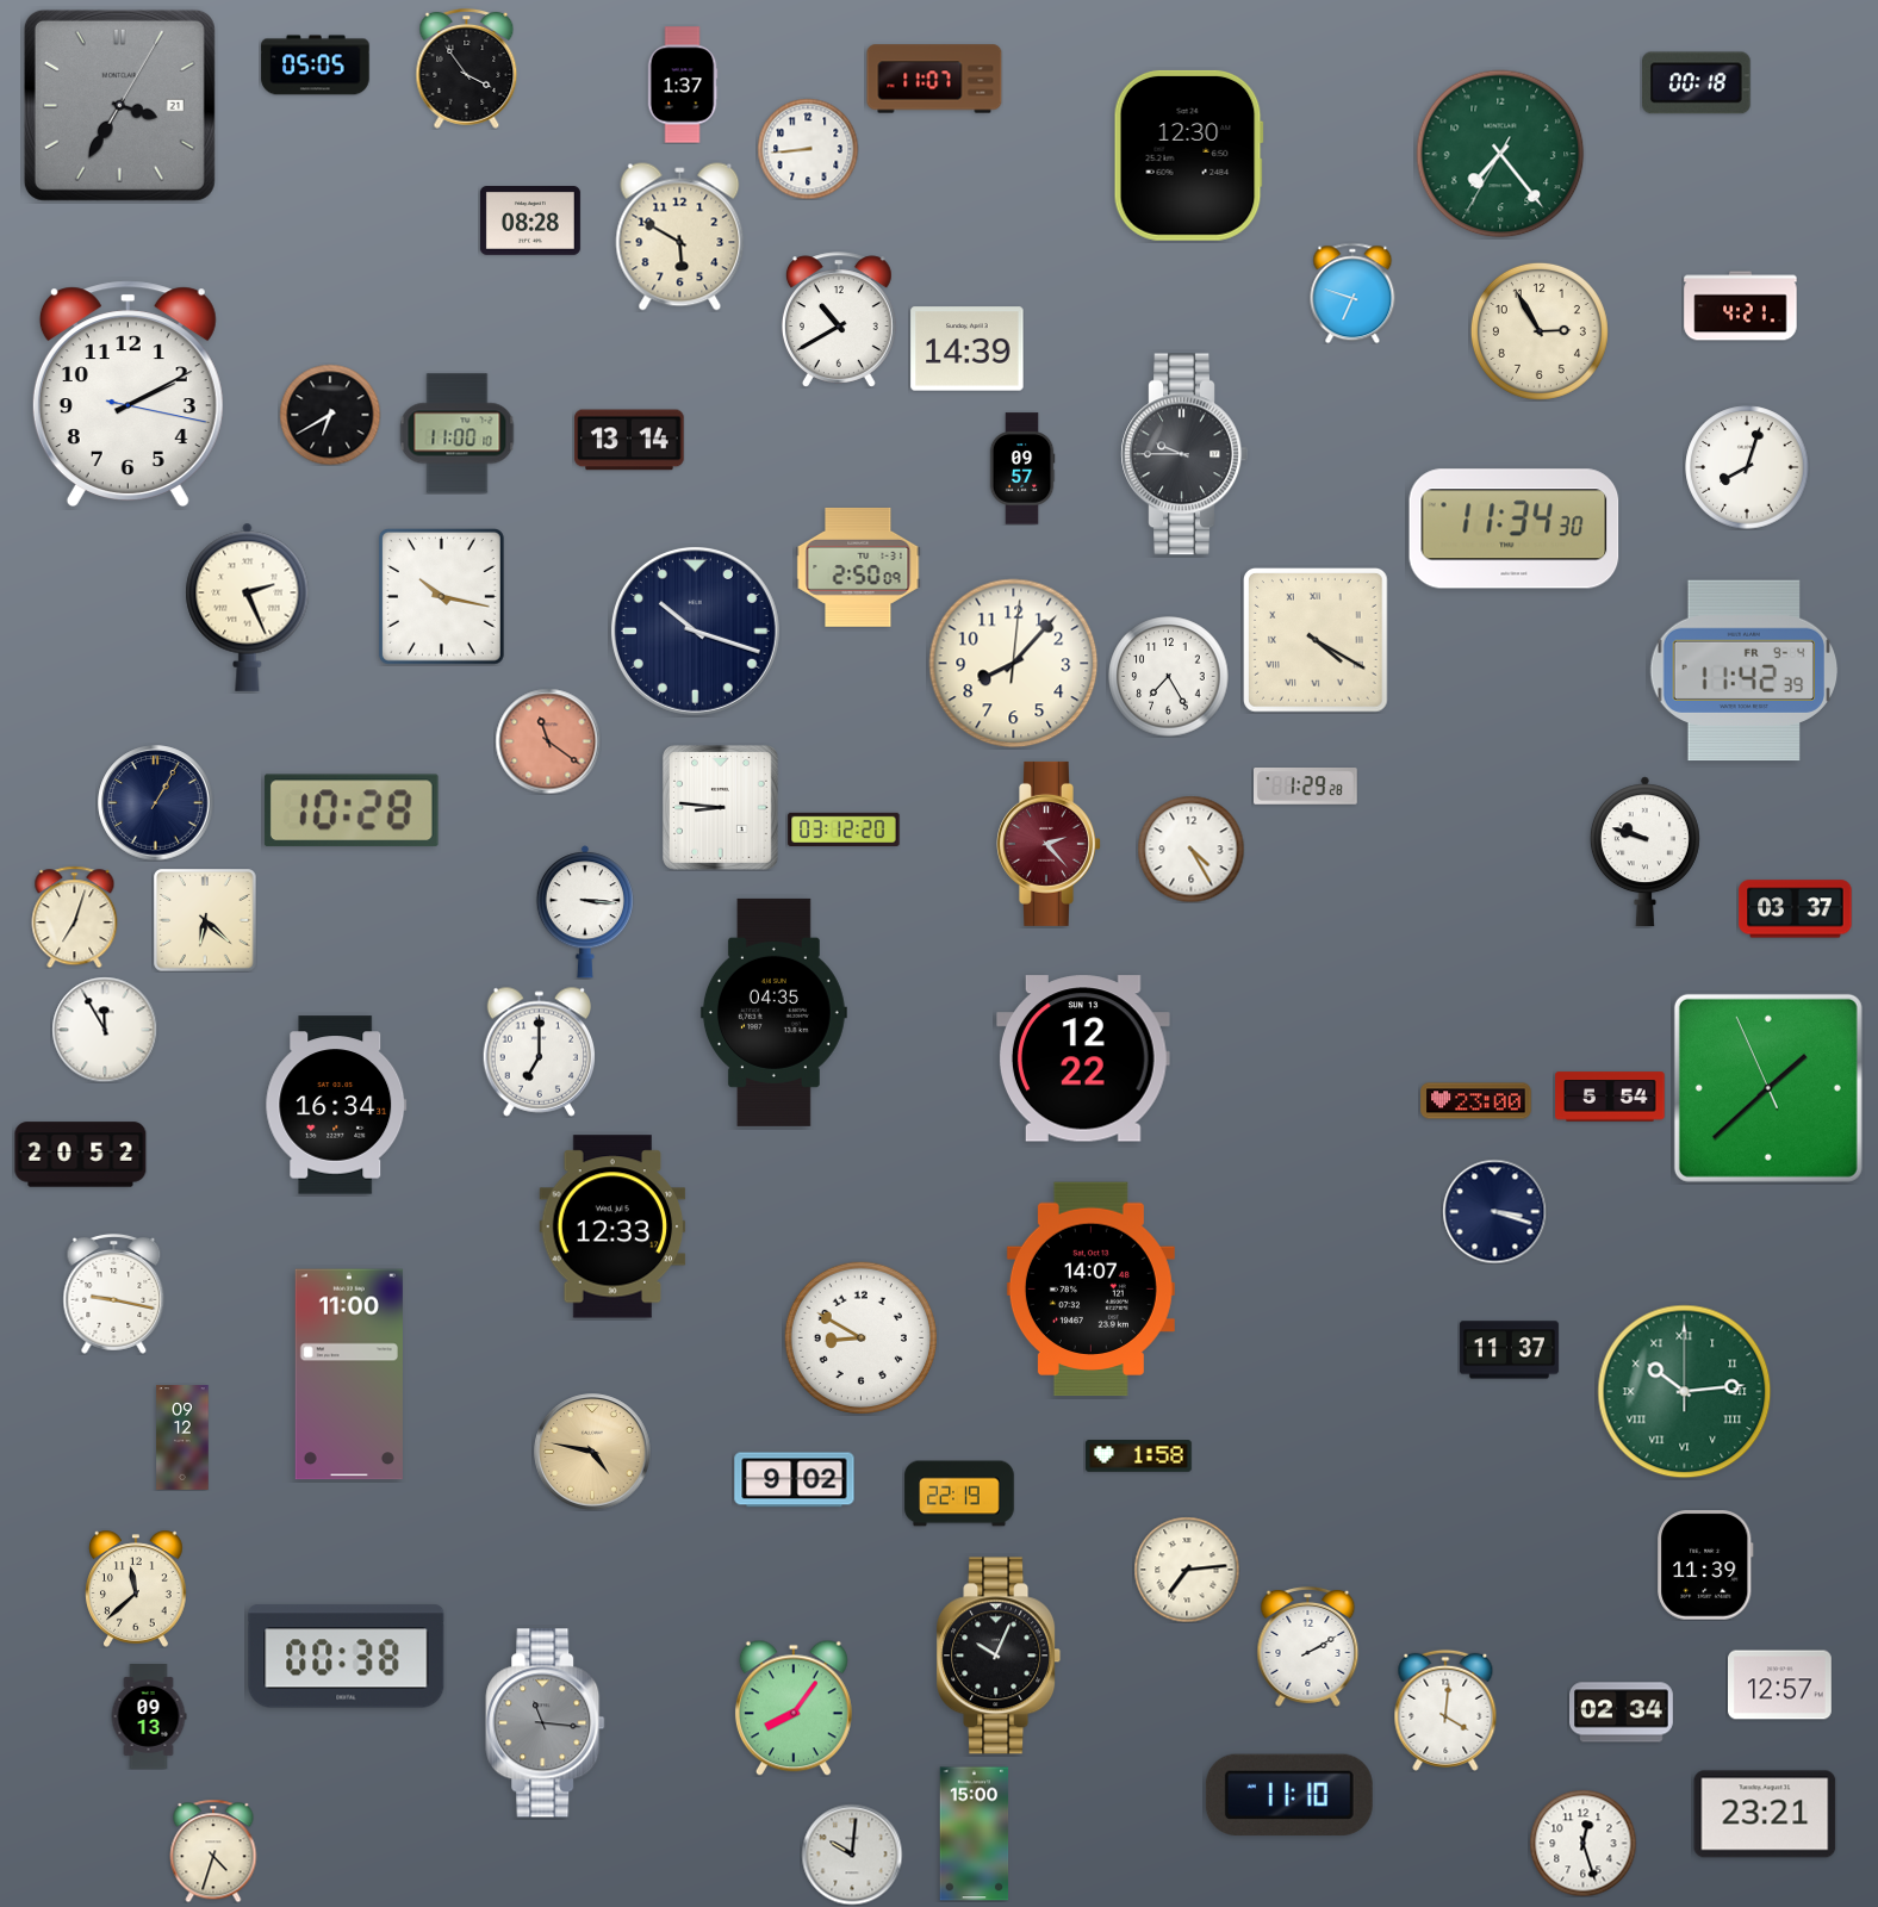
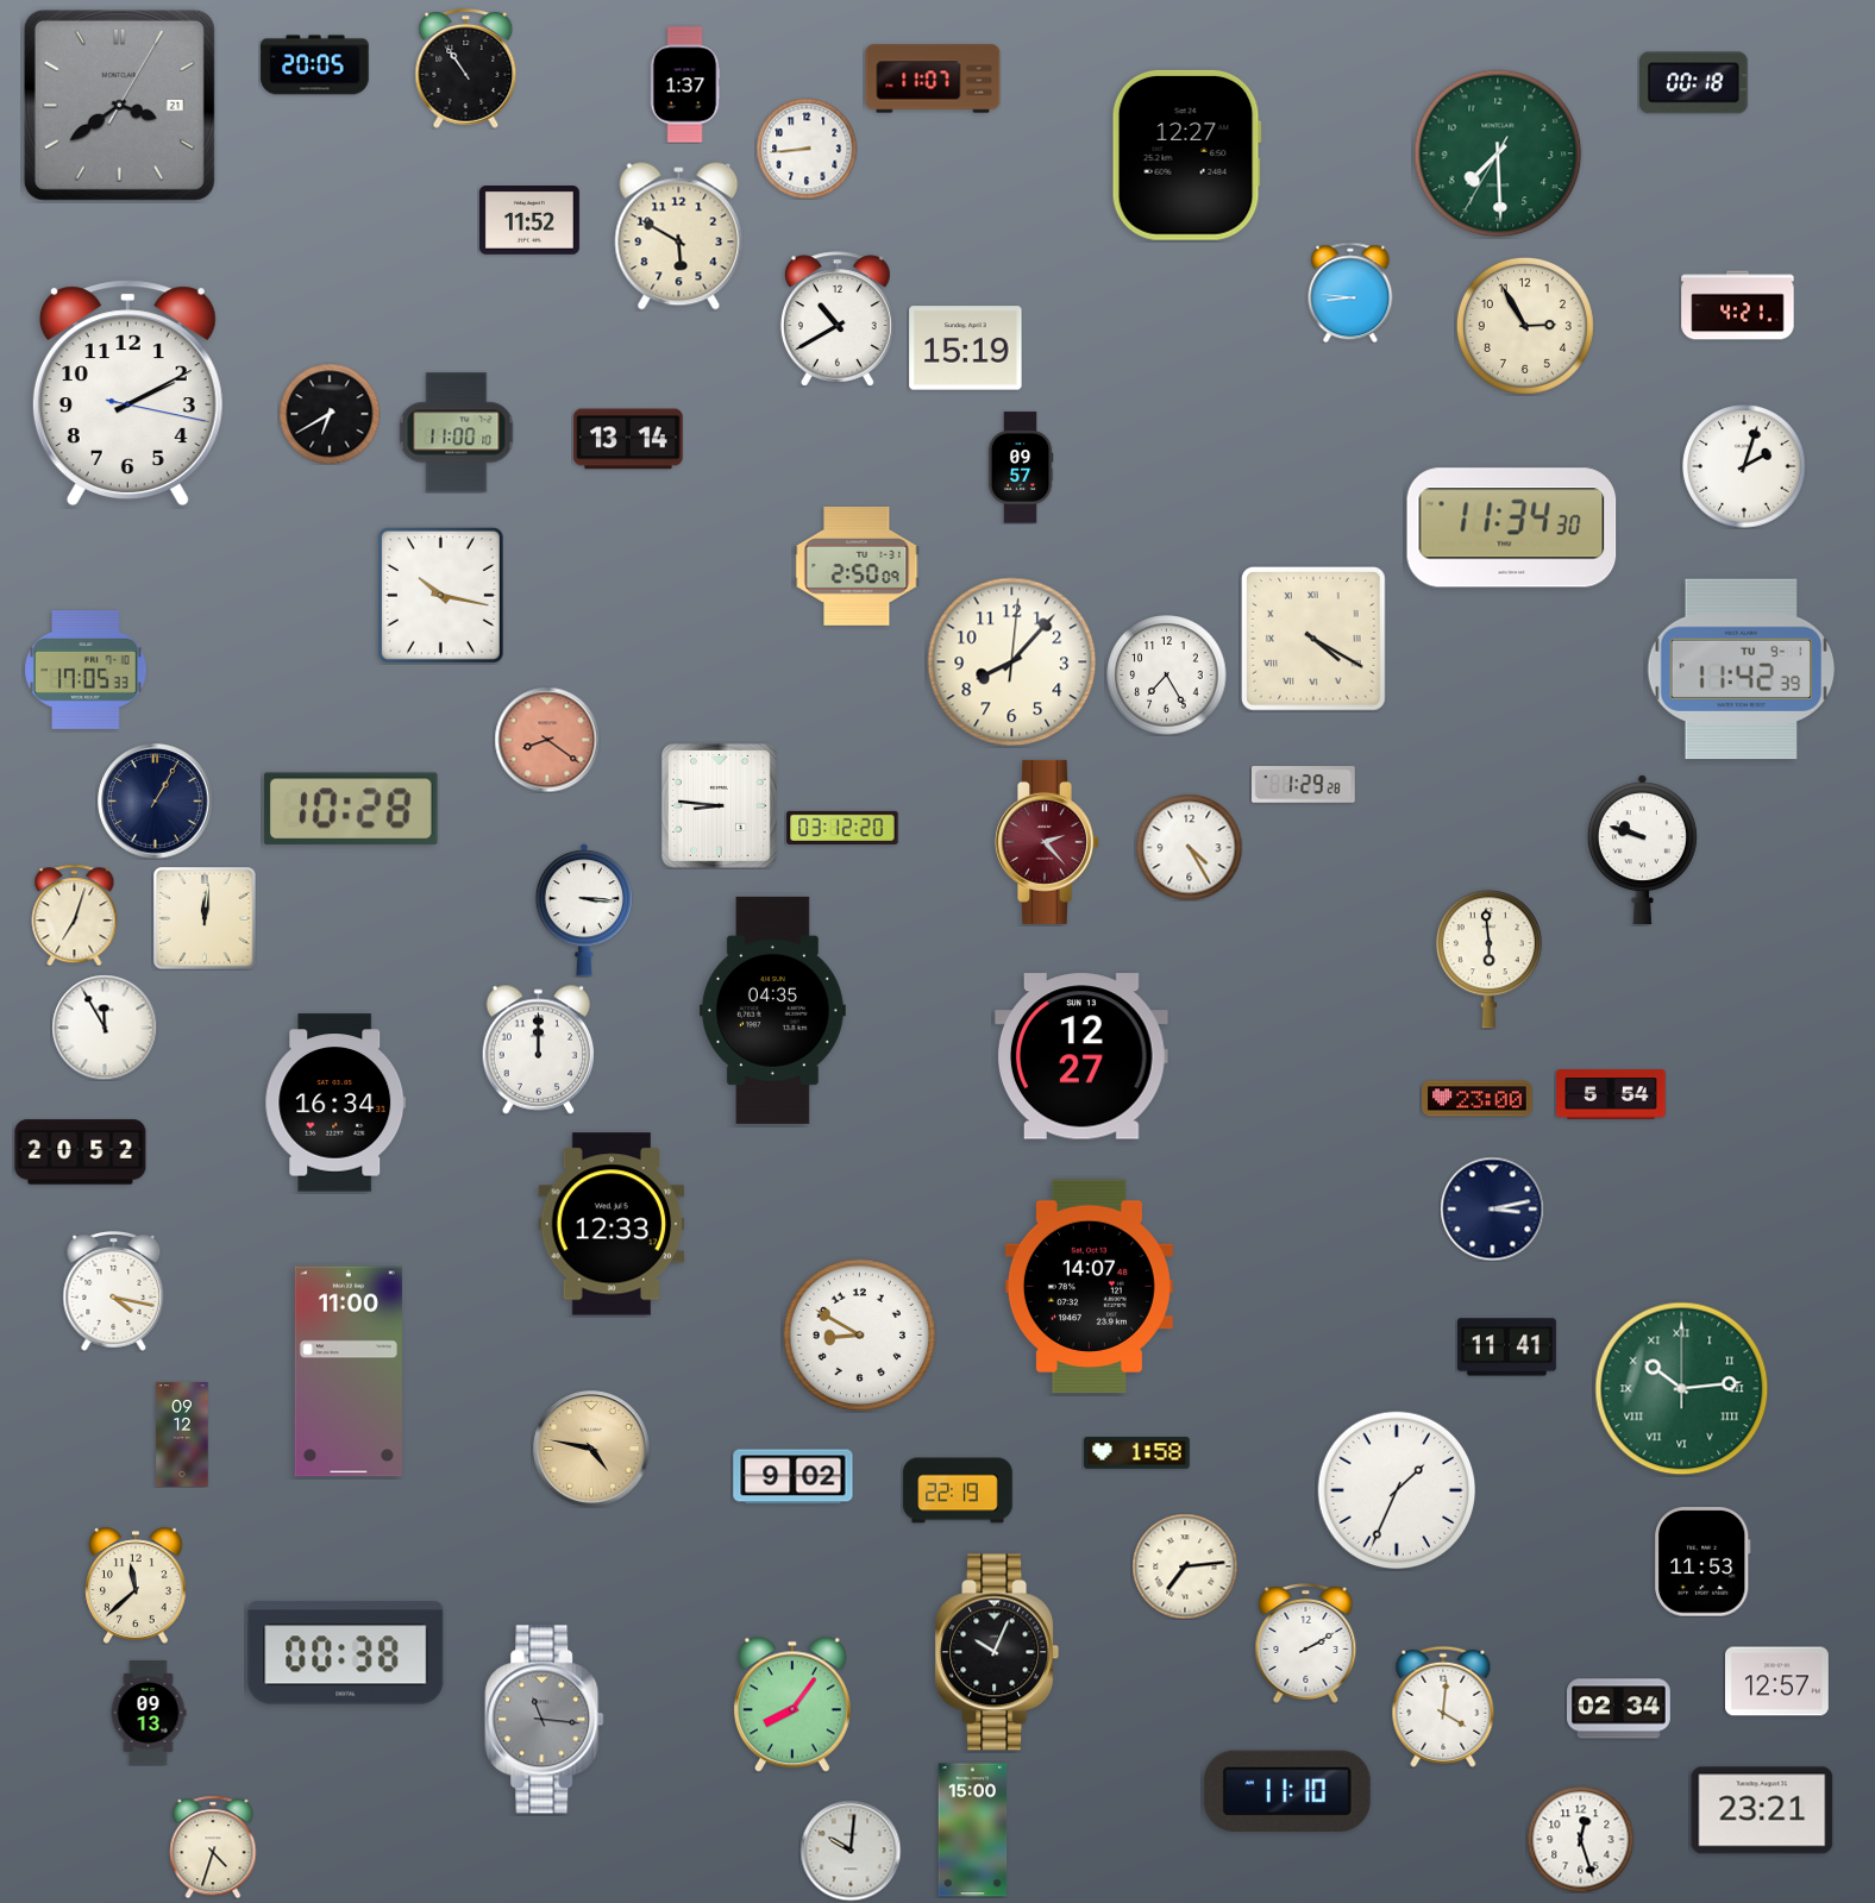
clock at (316, 66): 05:05 -> 20:05
clock at (467, 68): 3:54 -> 10:54
clock at (683, 85) position: (683, 85) -> (685, 84)
clock at (119, 105): 3:35 -> 3:39
clock at (1500, 154): 7:23 -> 7:29
clock at (1188, 155): 12:30 -> 12:27
clock at (530, 222): 08:28 -> 11:52
clock at (1352, 293): 6:48 -> 8:46
clock at (1540, 331) position: (1540, 331) -> (1525, 326)
clock at (968, 349): 14:39 -> 15:19
clock at (1184, 454): 9:45 -> none
clock at (1747, 467): 8:03 -> 2:03
clock at (248, 607): 2:26 -> none
clock at (695, 631): 10:18 -> none
clock at (1745, 671) date: FR 9-4 -> TU 9-1
clock at (86, 671): none -> 17:05
clock at (548, 741): 11:21 -> 8:21
clock at (1796, 909): 03:37 -> none
clock at (205, 920): 6:22 -> 12:01
clock at (1488, 960): none -> 5:59
clock at (540, 1051): 7:00 -> 12:00
clock at (1084, 1058): 12:22 -> 12:27
clock at (1768, 1088): 1:37 -> none
clock at (1610, 1097) position: (1610, 1097) -> (1611, 1094)
clock at (1476, 1101) position: (1476, 1101) -> (1478, 1099)
clock at (1494, 1211): 3:18 -> 3:13
clock at (114, 1293): 9:17 -> 4:17
clock at (1509, 1350): 11:37 -> 11:41
clock at (1397, 1490): none -> 1:34
clock at (1705, 1565): 11:39 -> 11:53
